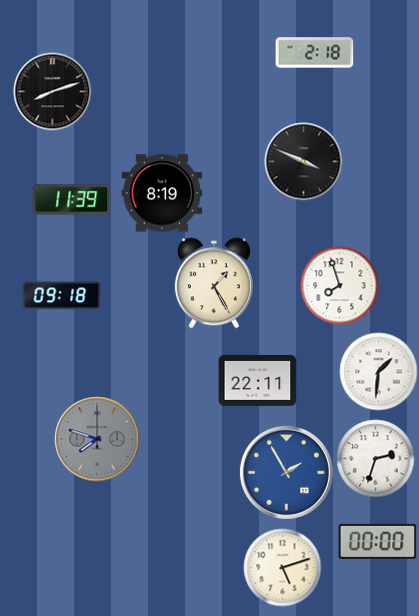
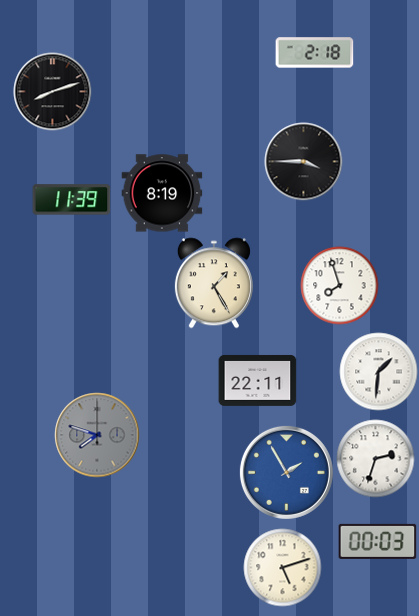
clock at (303, 161): 3:49 -> 3:45
clock at (61, 296): 09:18 -> none
clock at (97, 439) position: (97, 439) -> (97, 435)
clock at (377, 541): 00:00 -> 00:03
